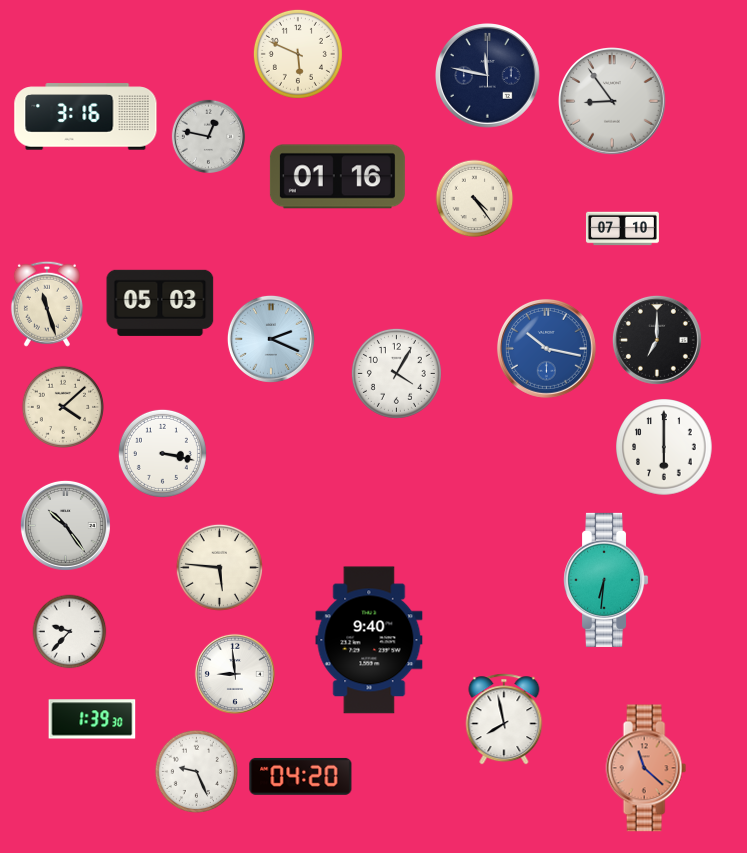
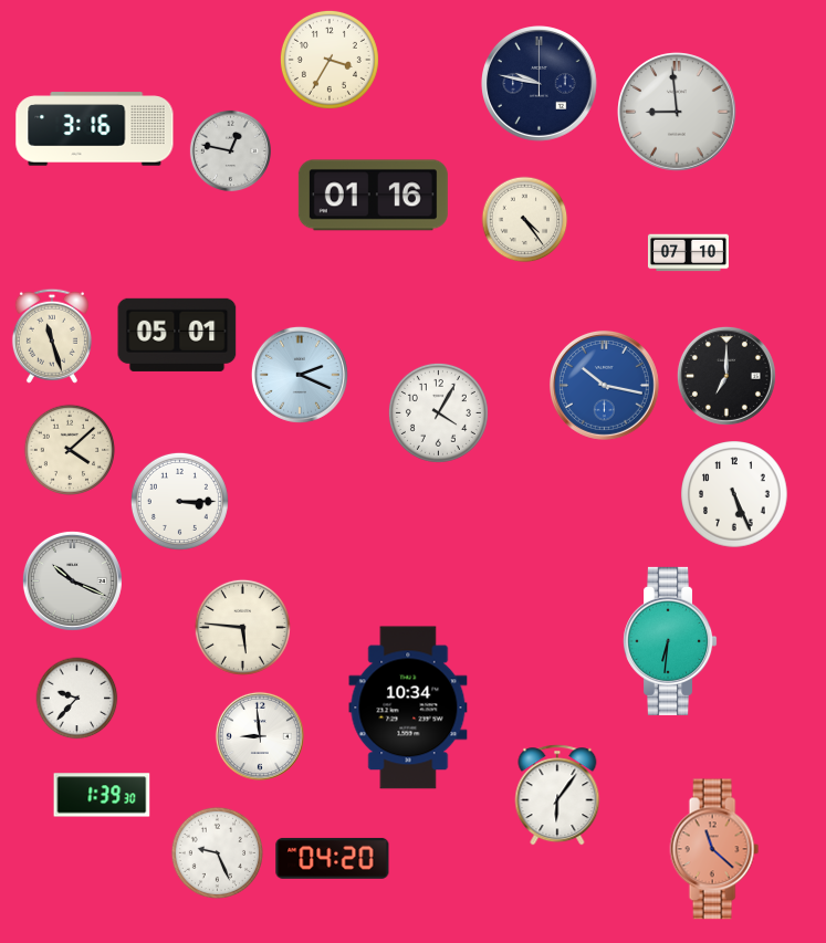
clock at (298, 54): 5:49 -> 3:35
clock at (488, 76): 11:47 -> 9:47
clock at (613, 102): 8:54 -> 8:59
clock at (160, 303): 05:03 -> 05:01
clock at (664, 447): 6:00 -> 5:26
clock at (162, 453): 3:17 -> 3:15
clock at (65, 525): 10:24 -> 10:19
clock at (369, 640): 9:40 -> 10:34
clock at (235, 674) position: (235, 674) -> (260, 736)
clock at (504, 719): 7:58 -> 6:06
